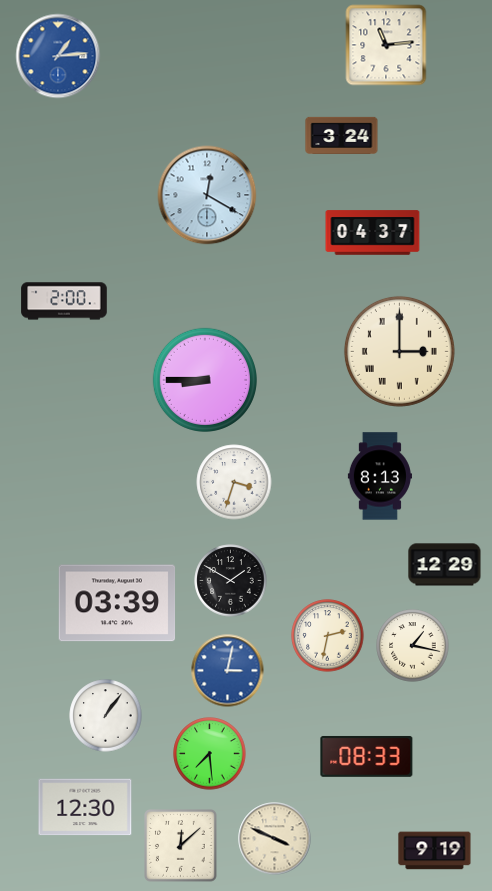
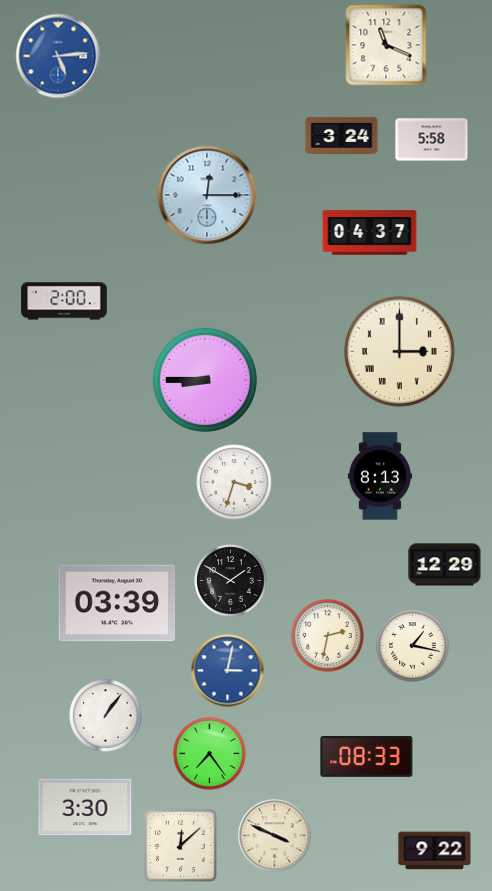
clock at (386, 45): 11:14 -> 11:19
clock at (58, 56): 1:14 -> 5:14
clock at (432, 140): none -> 5:58
clock at (207, 195): 12:20 -> 12:15
clock at (373, 233) position: (373, 233) -> (370, 233)
clock at (210, 754): 7:29 -> 7:24
clock at (85, 807): 12:30 -> 3:30
clock at (275, 839) position: (275, 839) -> (275, 836)
clock at (435, 851): 9:19 -> 9:22
